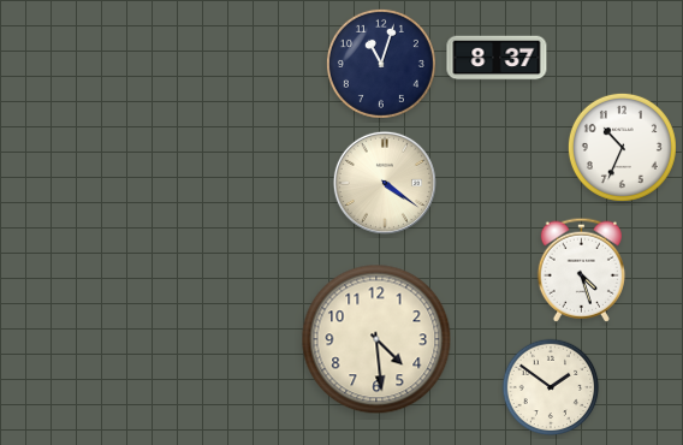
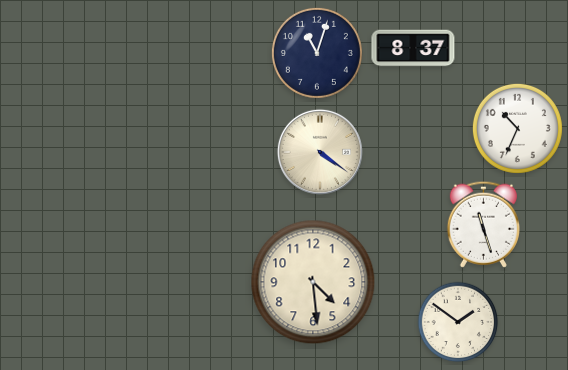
clock at (622, 147) position: (622, 147) -> (517, 128)
clock at (581, 269): 4:27 -> 11:27
